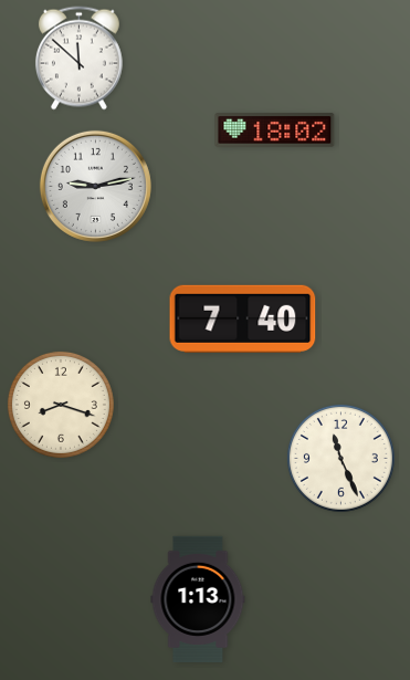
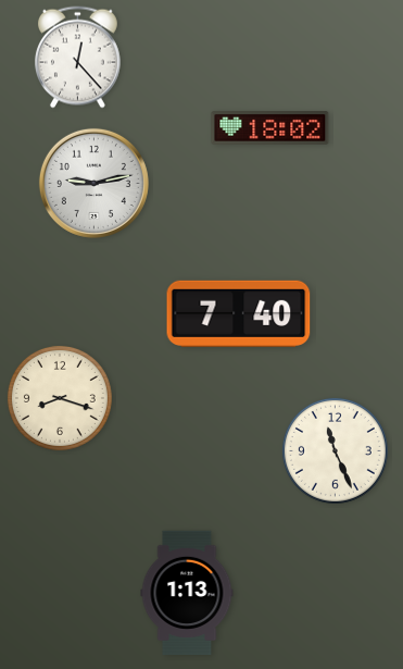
clock at (78, 59): 11:52 -> 12:23
clock at (198, 599) position: (198, 599) -> (187, 593)
